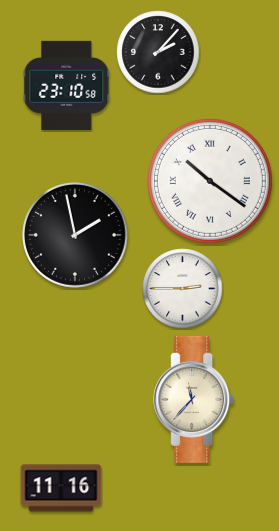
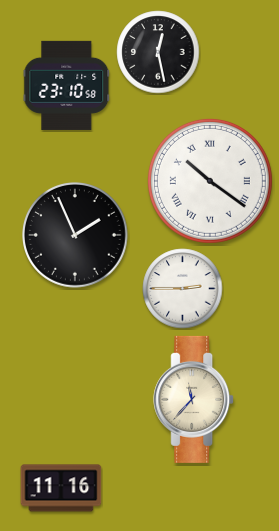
clock at (158, 52): 2:07 -> 12:28
clock at (75, 235): 1:58 -> 1:56
